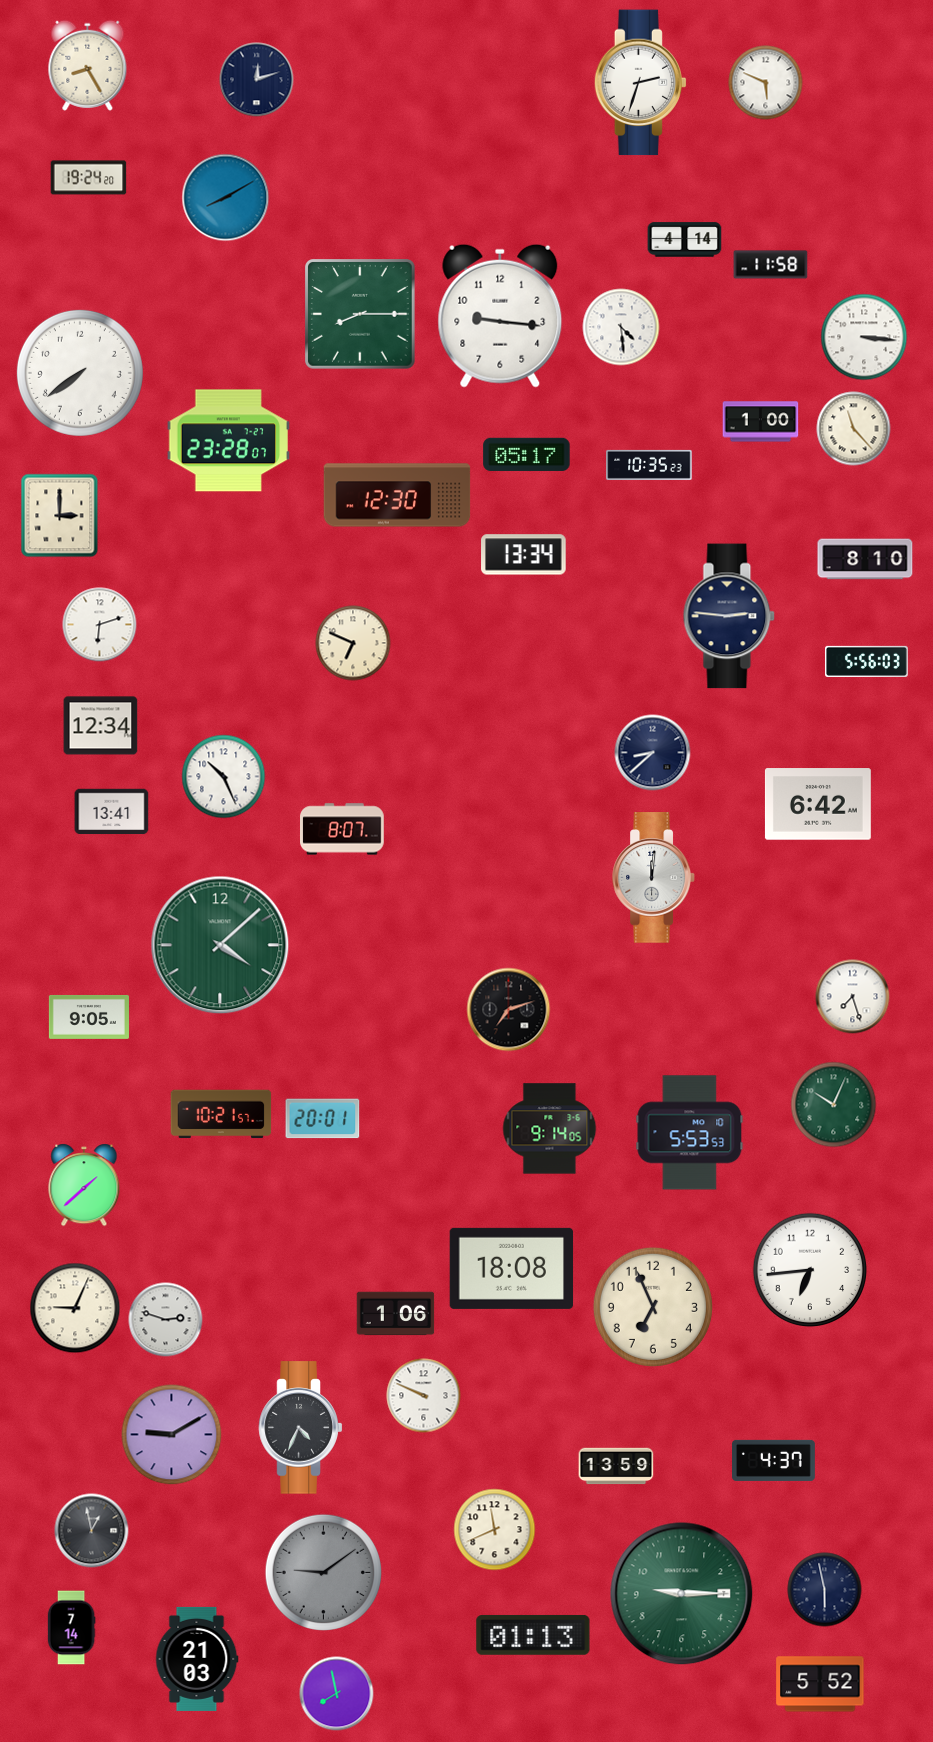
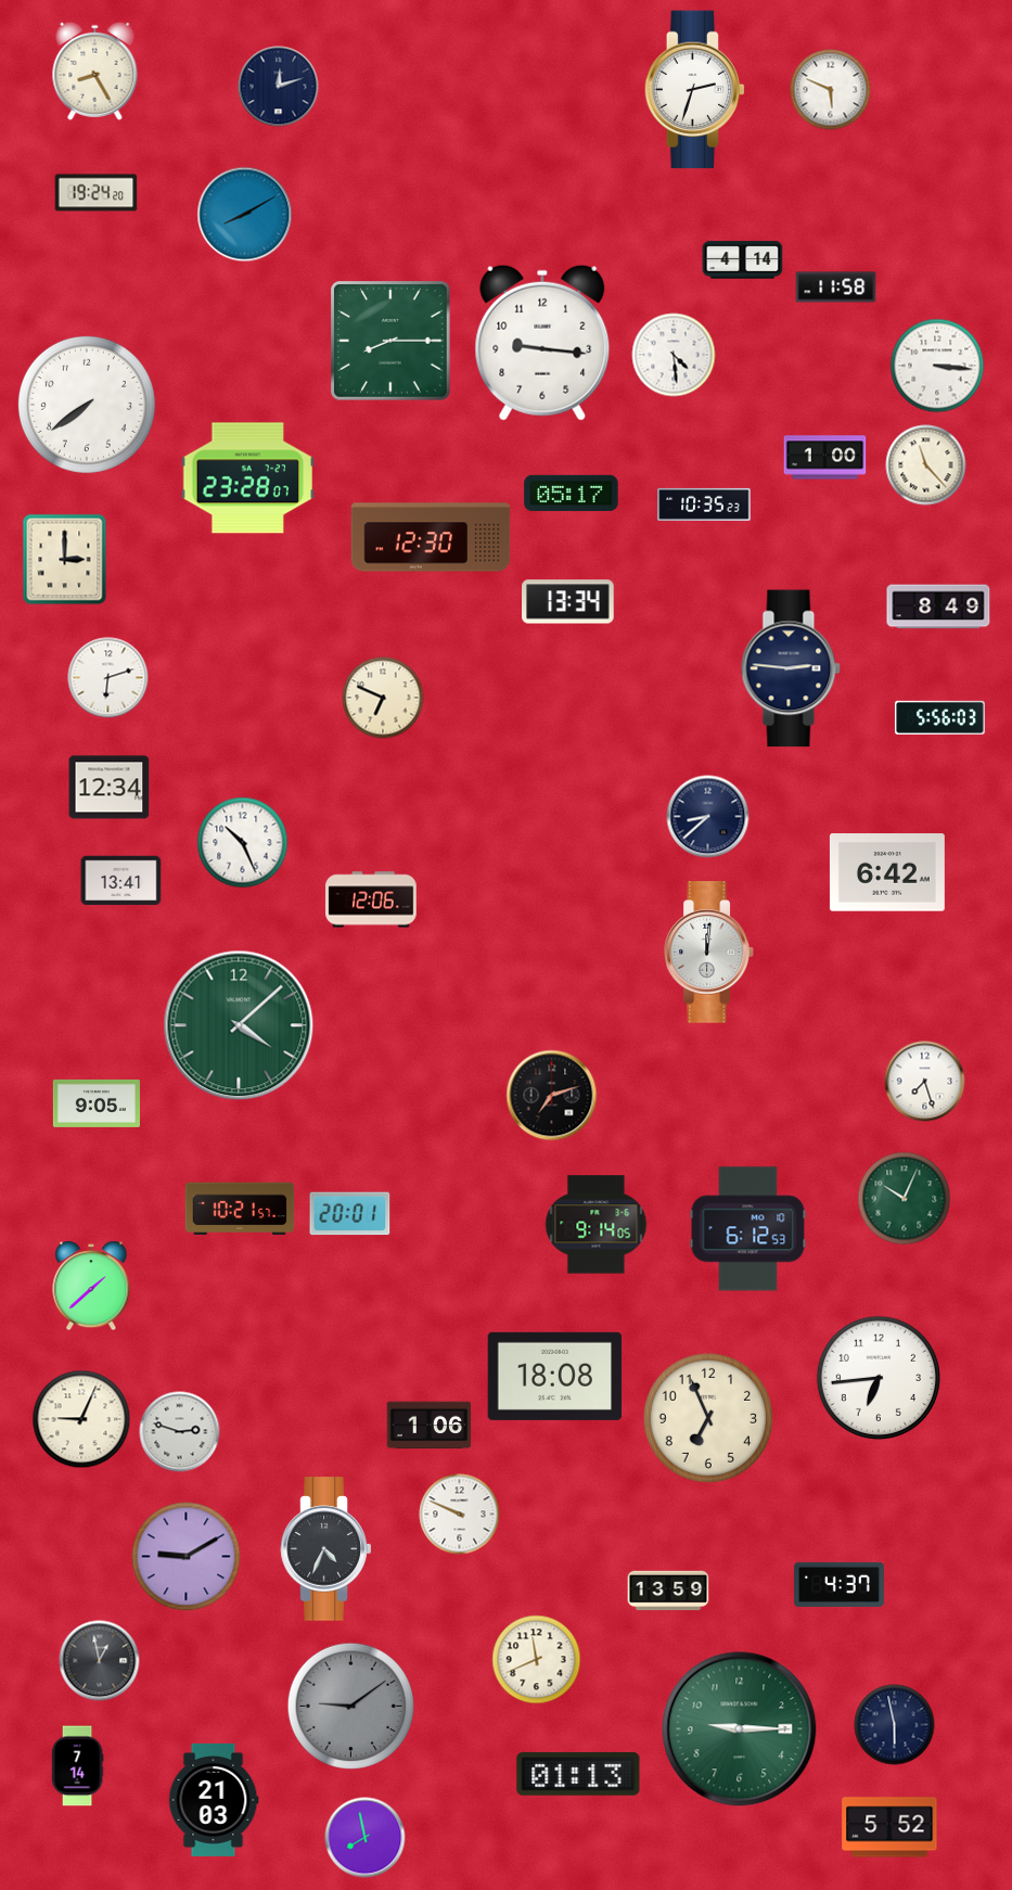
clock at (865, 559): 8:10 -> 8:49
clock at (343, 829): 8:07 -> 12:06
clock at (690, 1133): 5:53 -> 6:12
